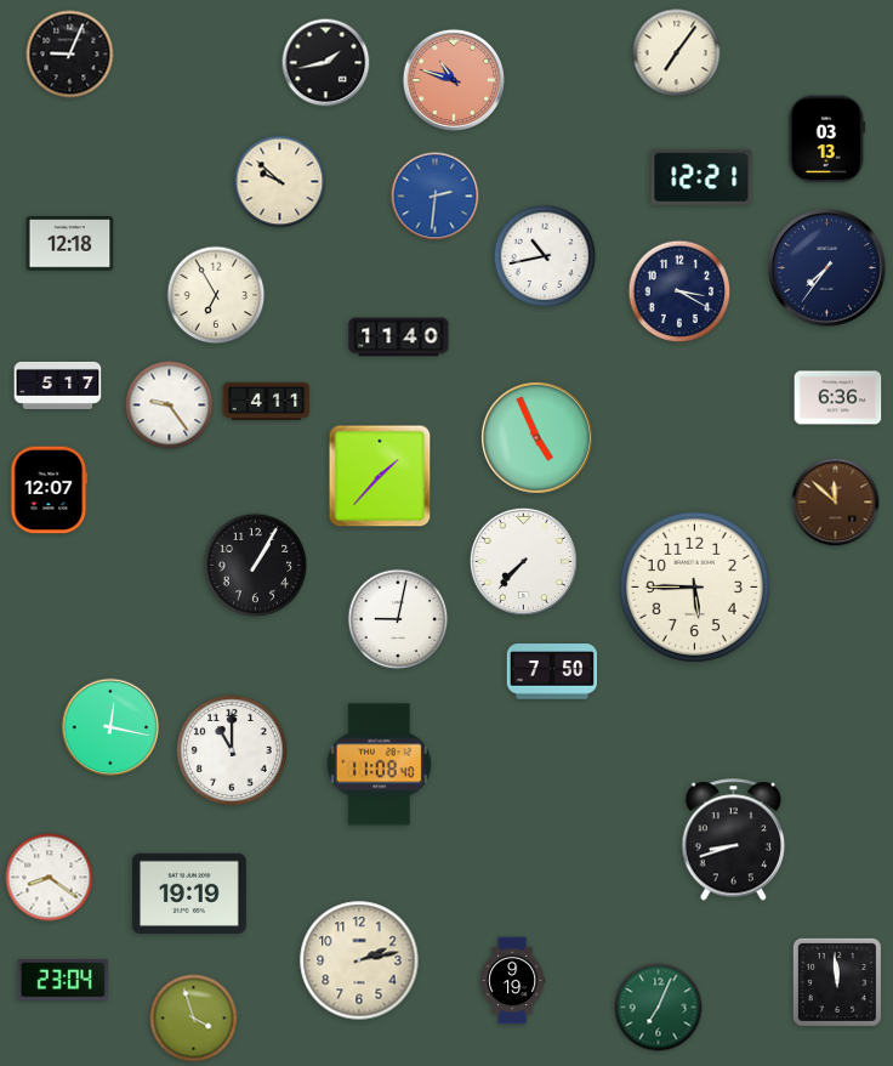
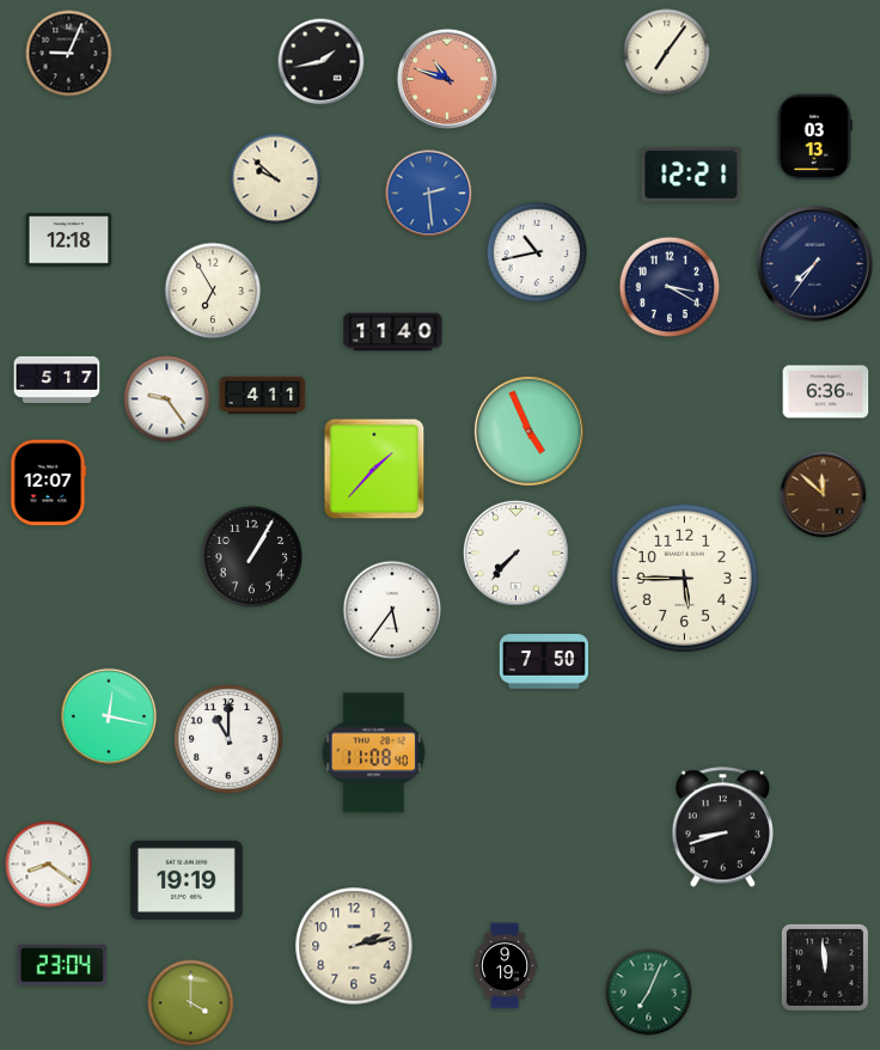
clock at (436, 197): 2:31 -> 2:29
clock at (398, 619): 9:02 -> 5:36
clock at (194, 1019): 3:57 -> 4:00
